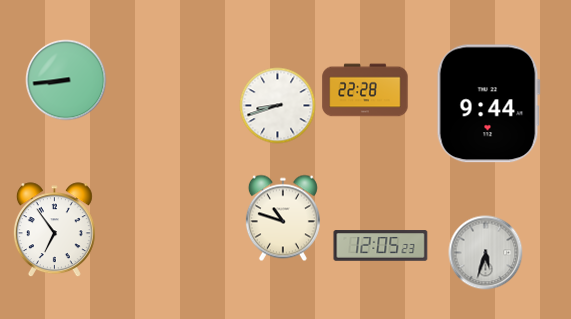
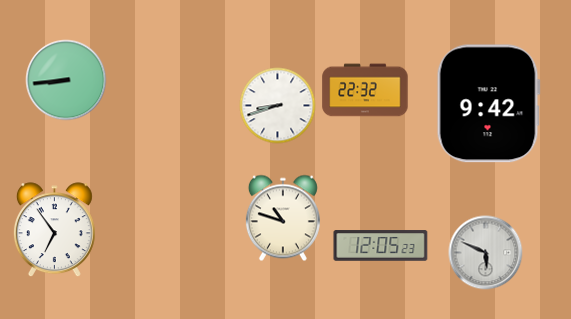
clock at (365, 90): 22:28 -> 22:32
clock at (488, 104): 9:44 -> 9:42
clock at (486, 253): 5:33 -> 5:49
